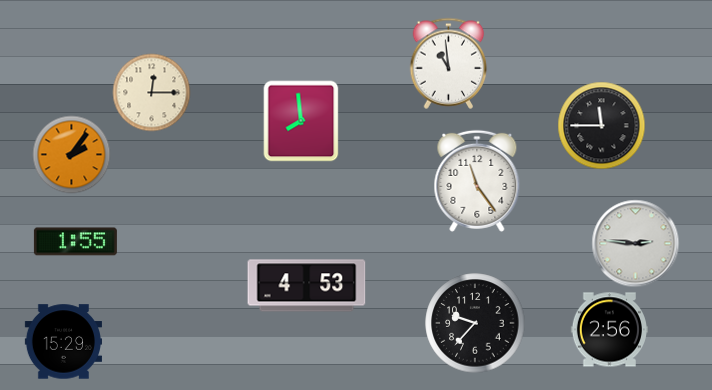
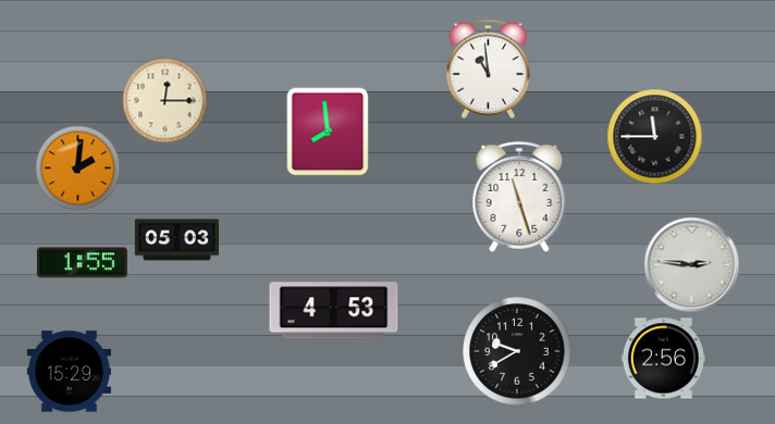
clock at (71, 154): 2:06 -> 2:01
clock at (477, 181): 11:24 -> 11:27
clock at (176, 240): none -> 05:03
clock at (475, 323): 9:37 -> 9:40
